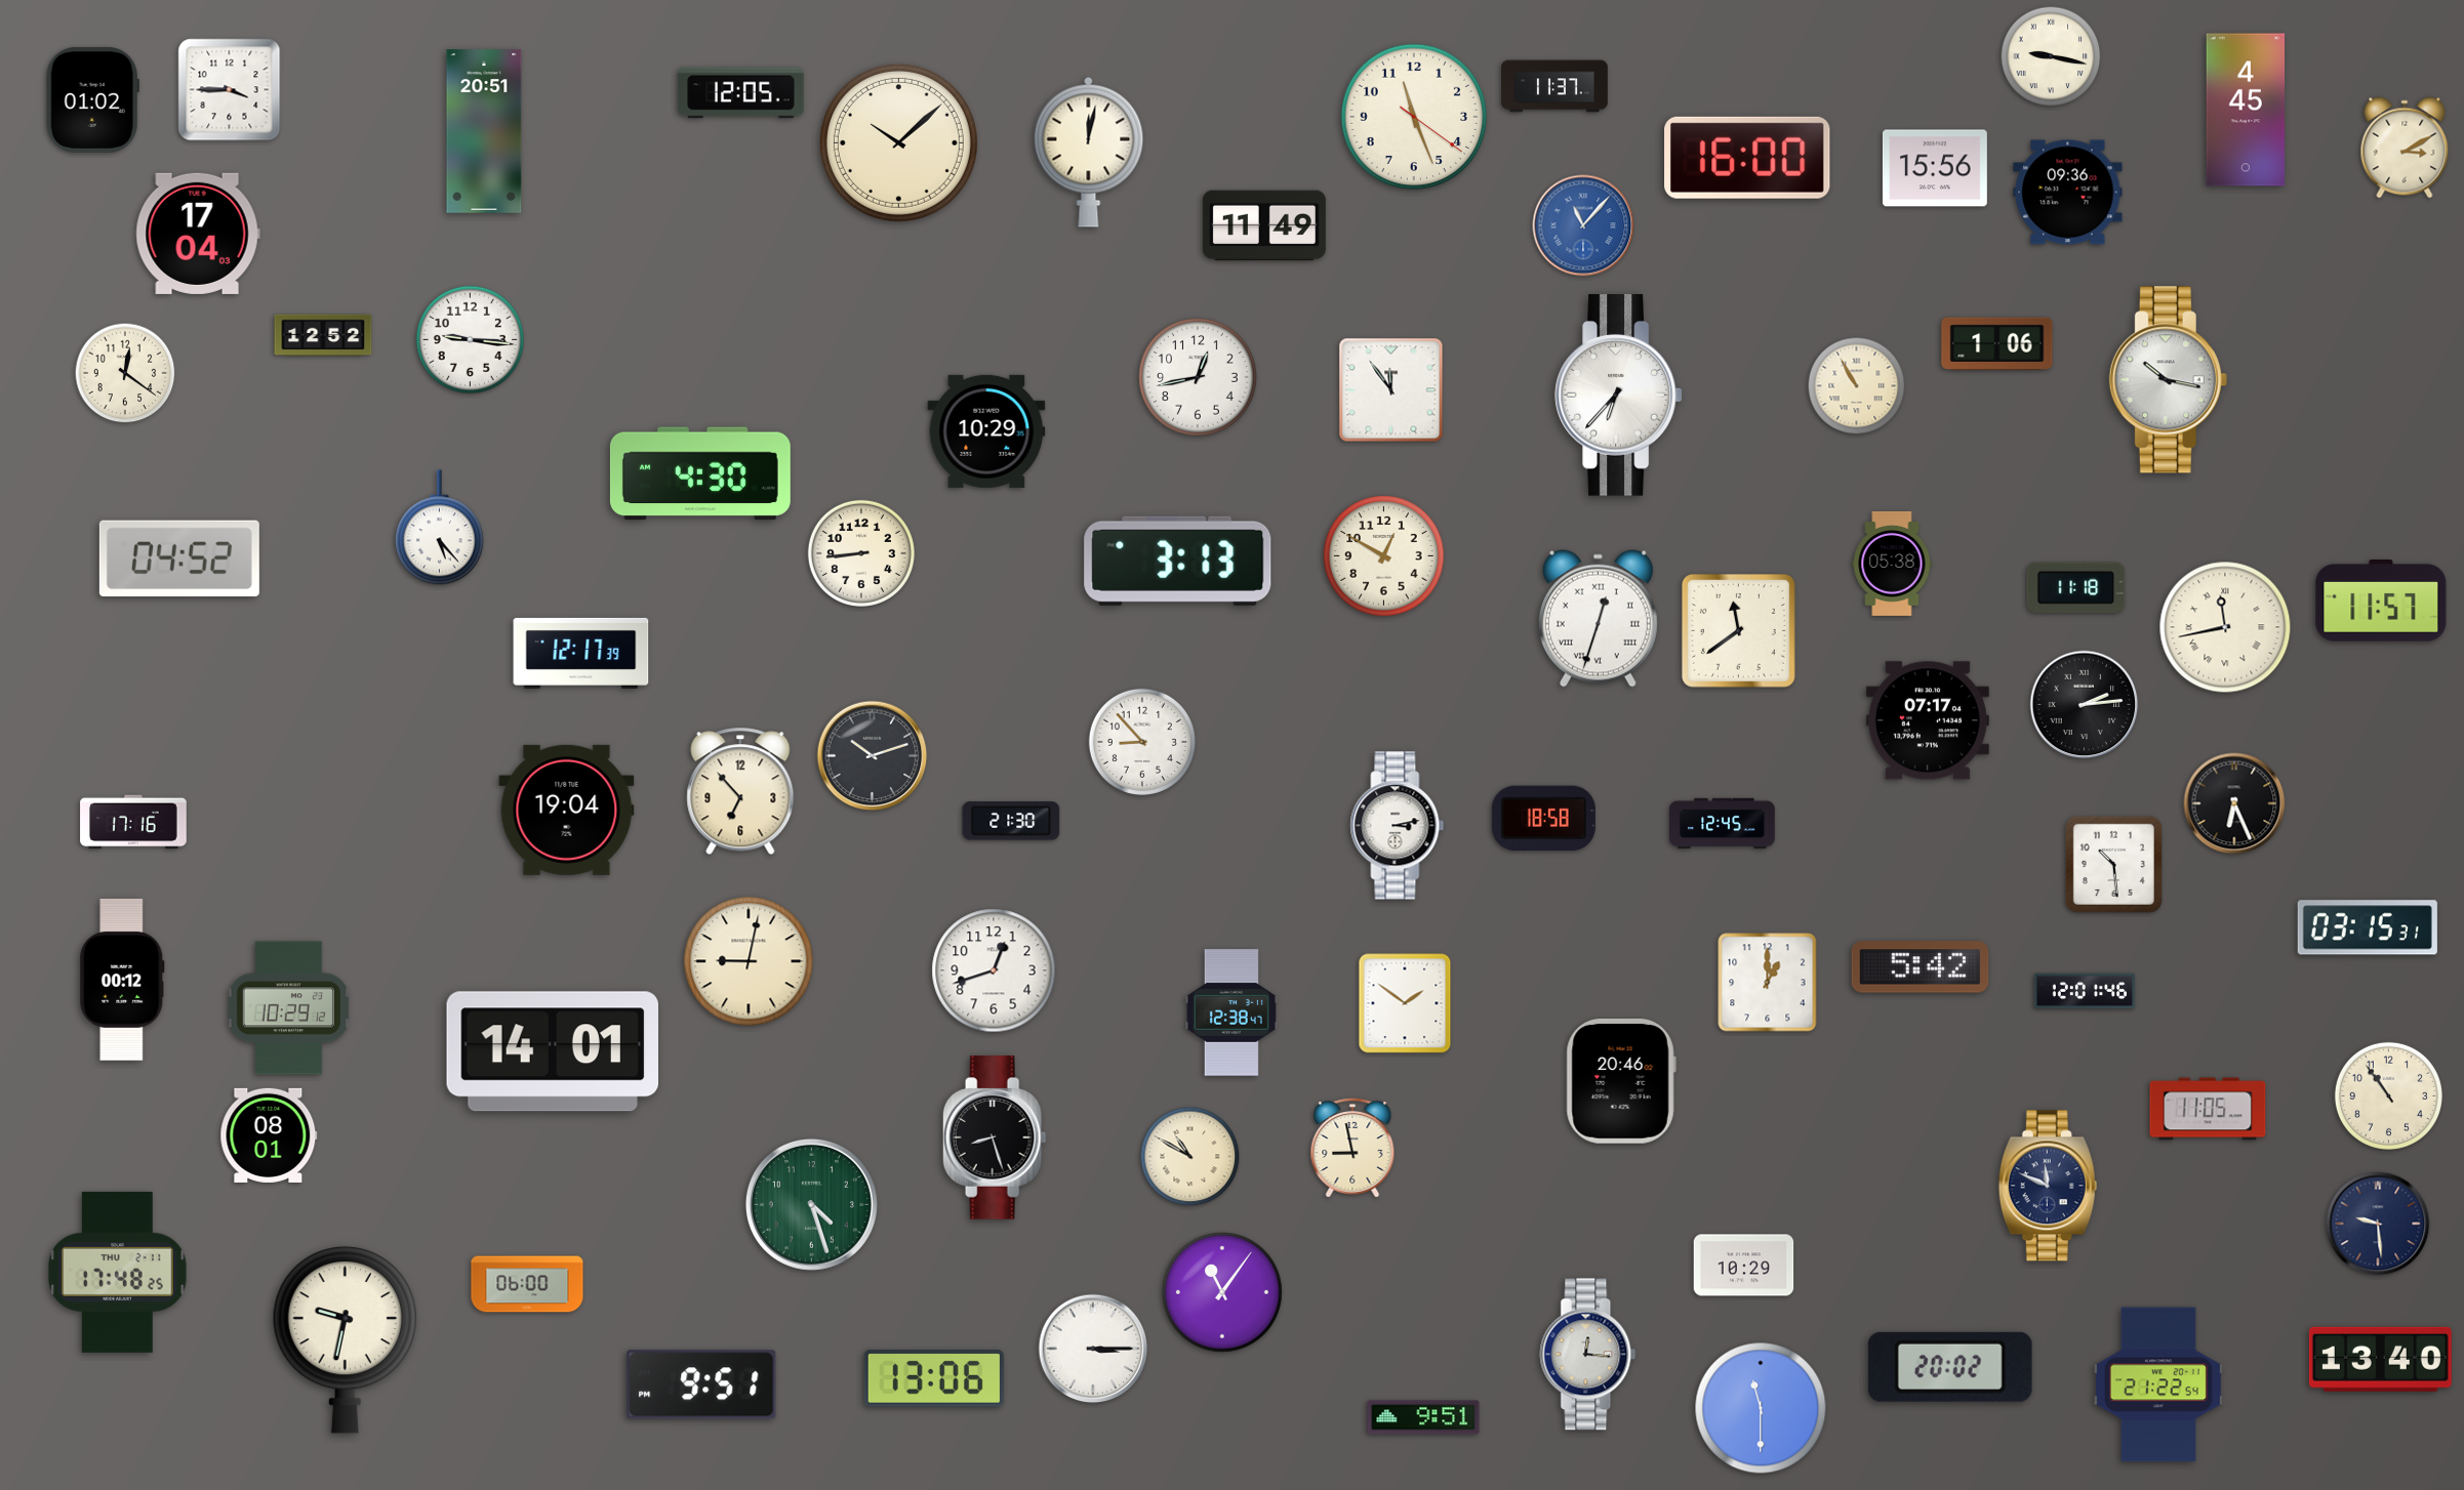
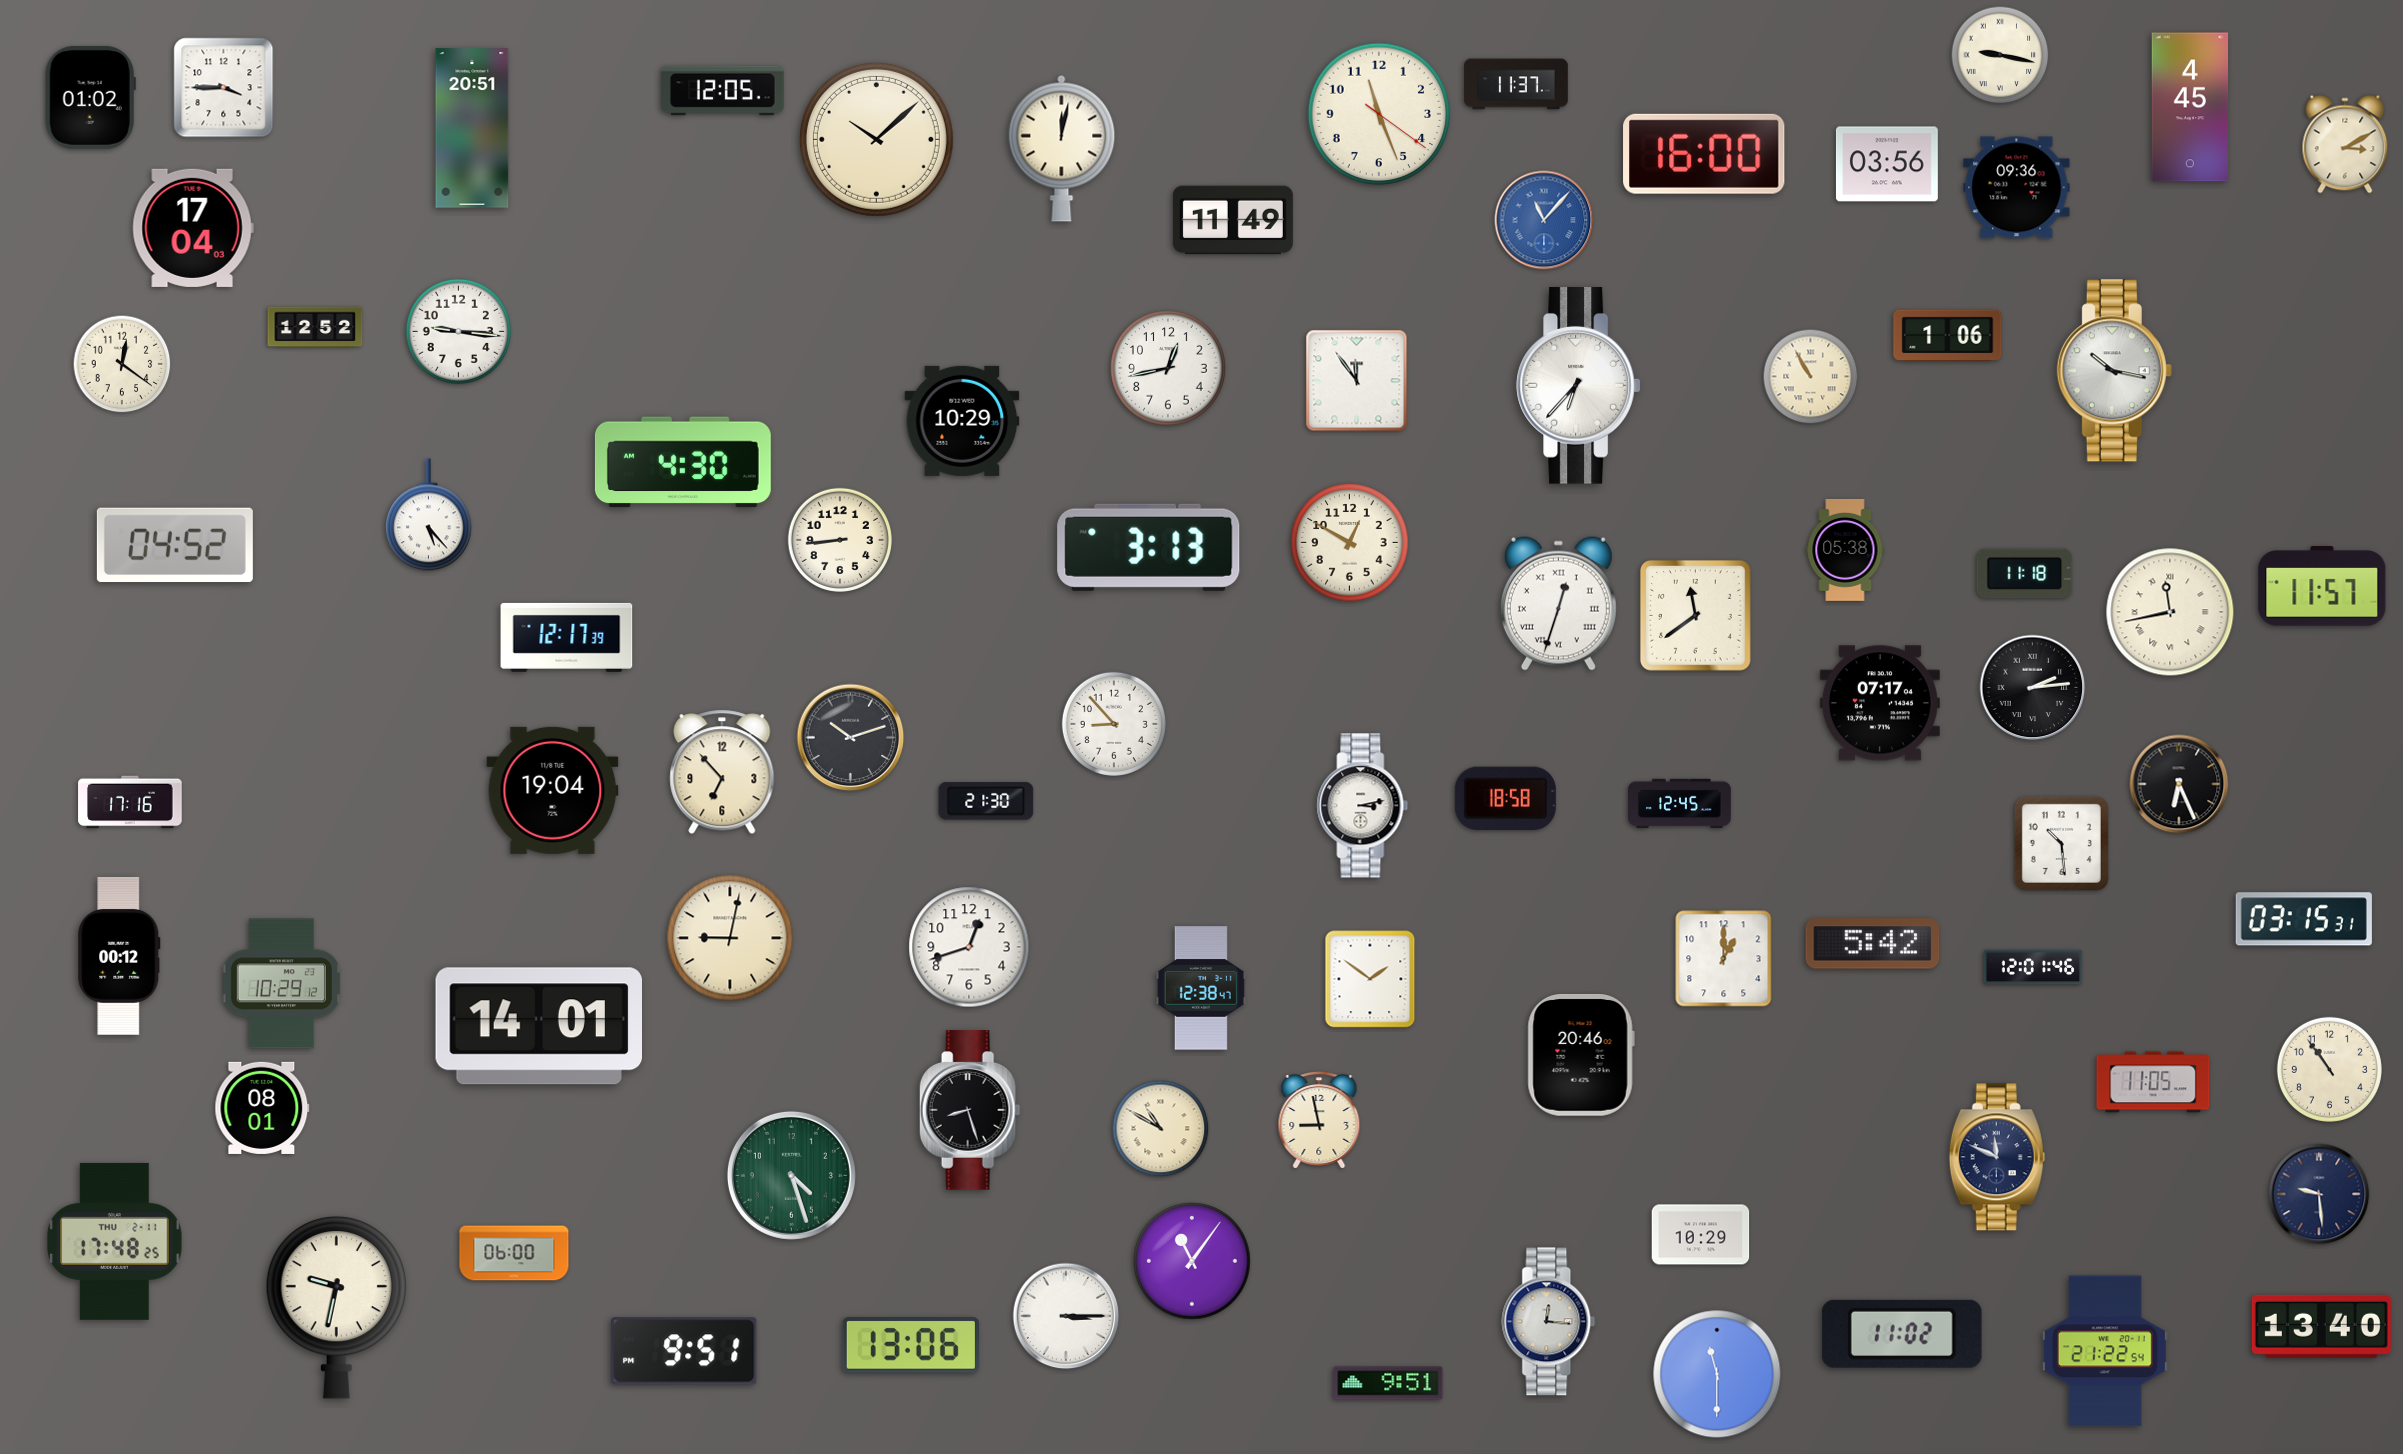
clock at (1935, 168): 15:56 -> 03:56
clock at (2368, 927) position: (2368, 927) -> (2304, 919)
clock at (1950, 1367): 20:02 -> 11:02
